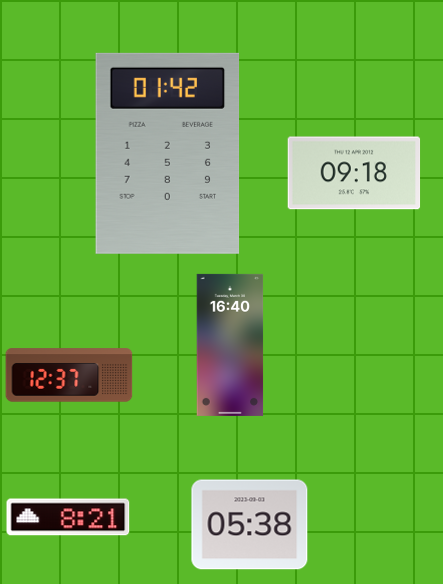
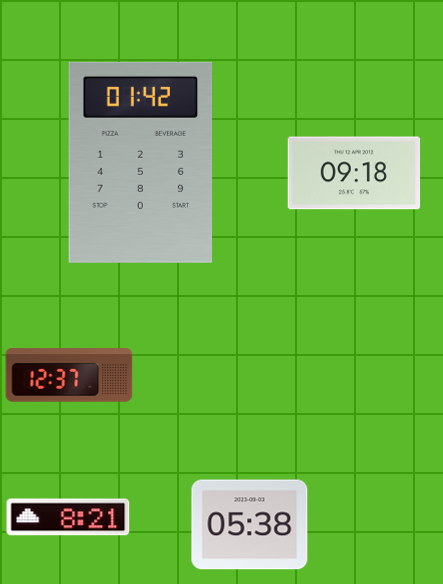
clock at (168, 153) position: (168, 153) -> (141, 162)
clock at (230, 345): 16:40 -> none
